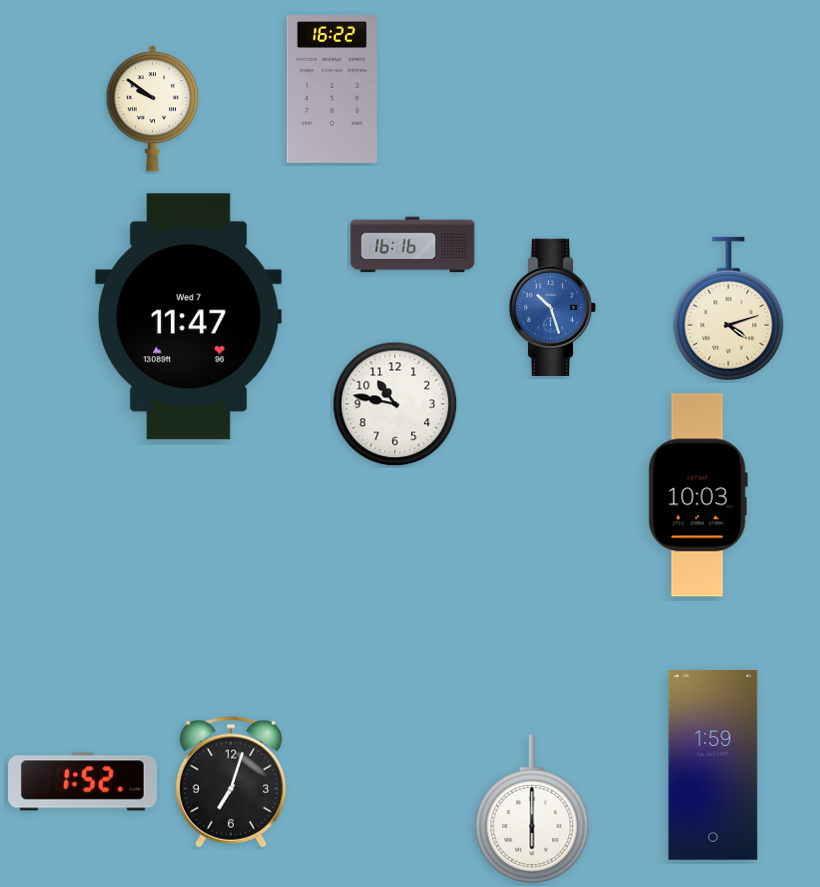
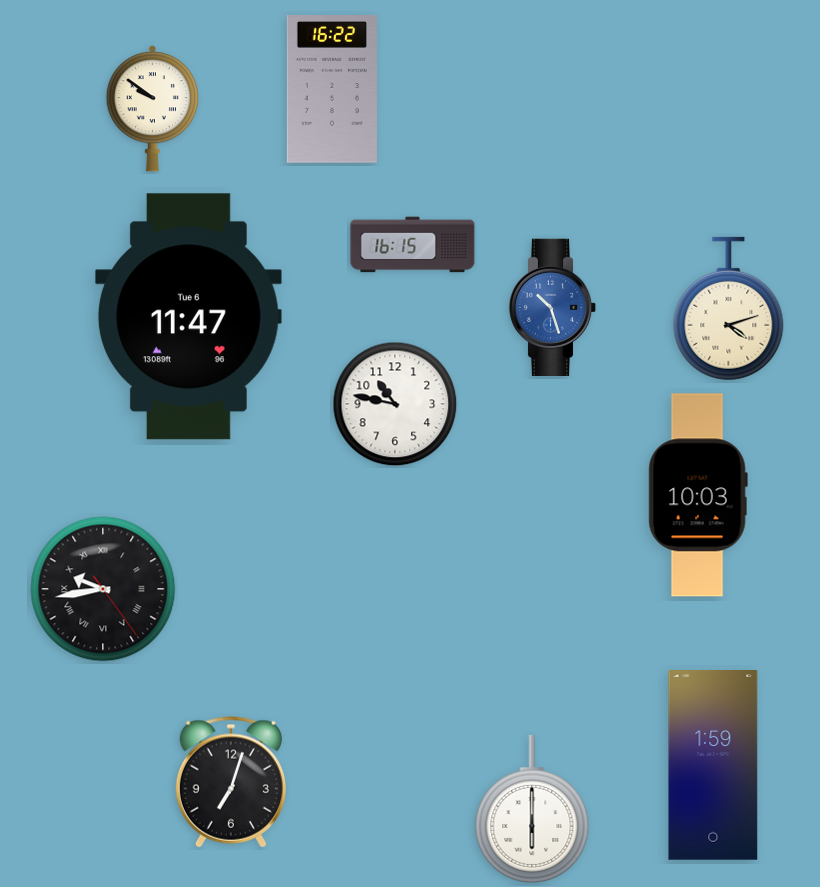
clock at (413, 245): 16:16 -> 16:15
clock at (188, 317) date: Wed 7 -> Tue 6
clock at (103, 589): none -> 9:43
clock at (83, 782): 1:52 -> none
